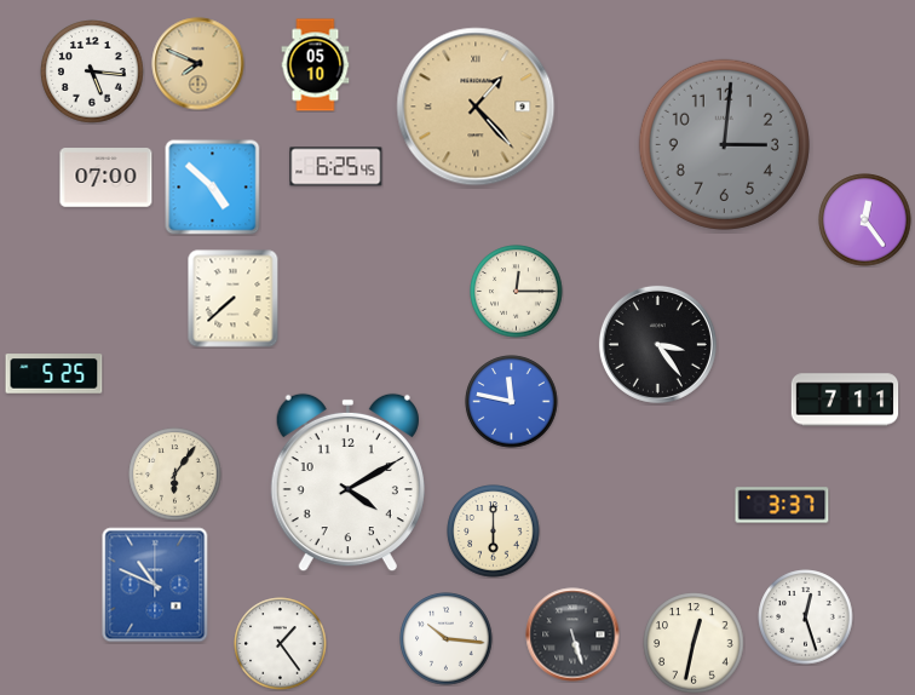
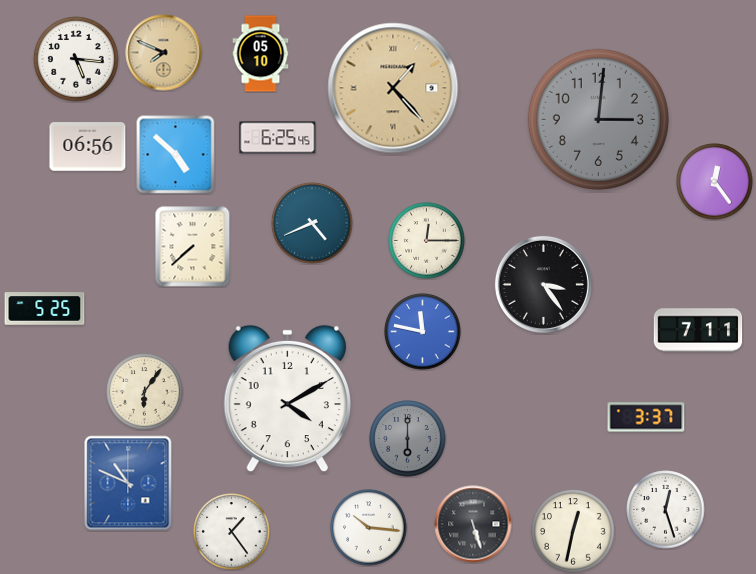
clock at (107, 178): 07:00 -> 06:56
clock at (312, 223): none -> 4:41
clock at (494, 532) dial: cream -> grey
